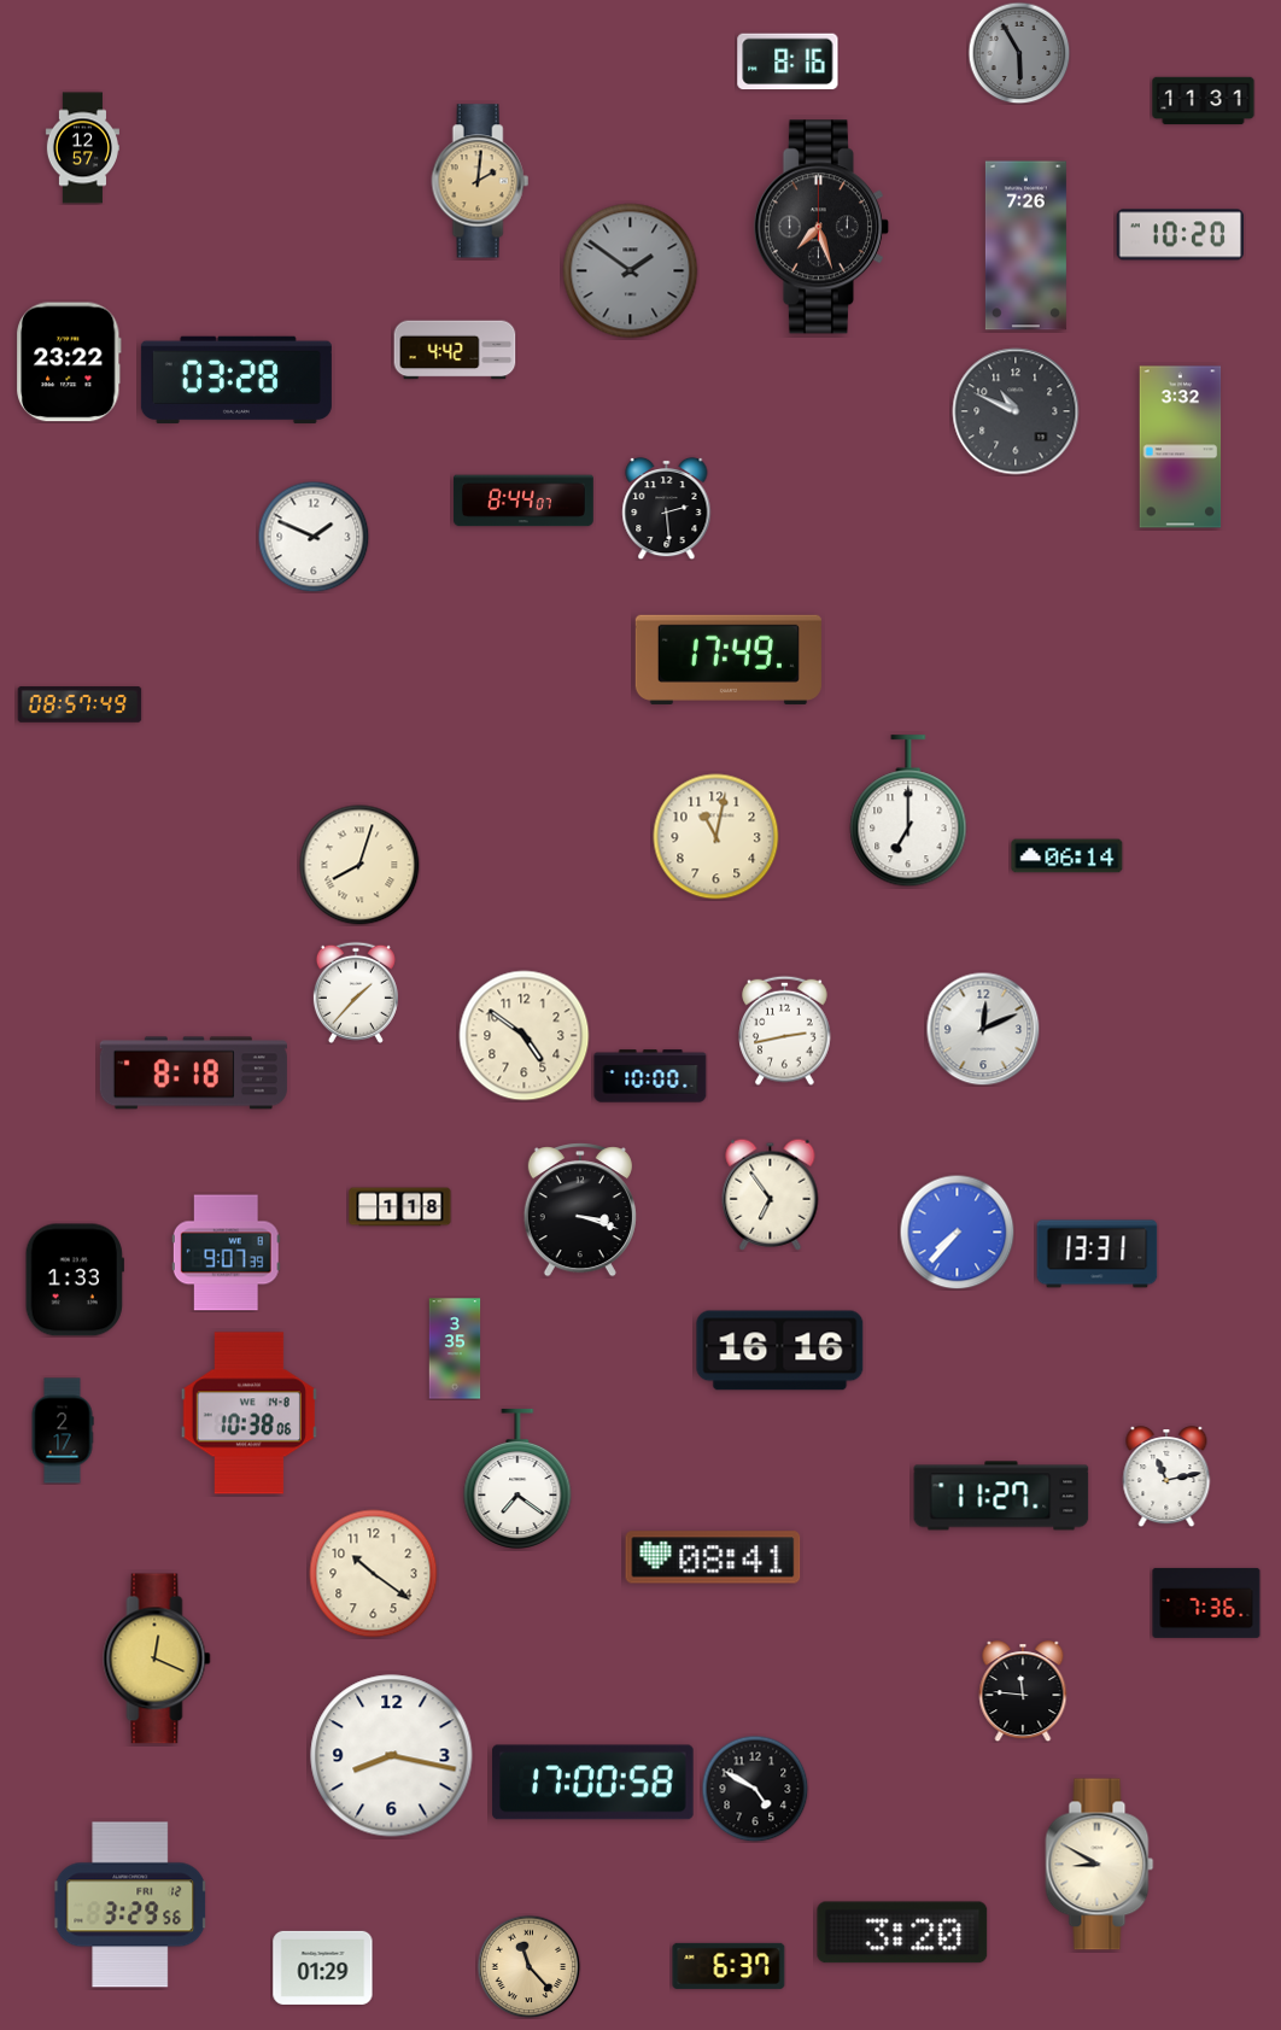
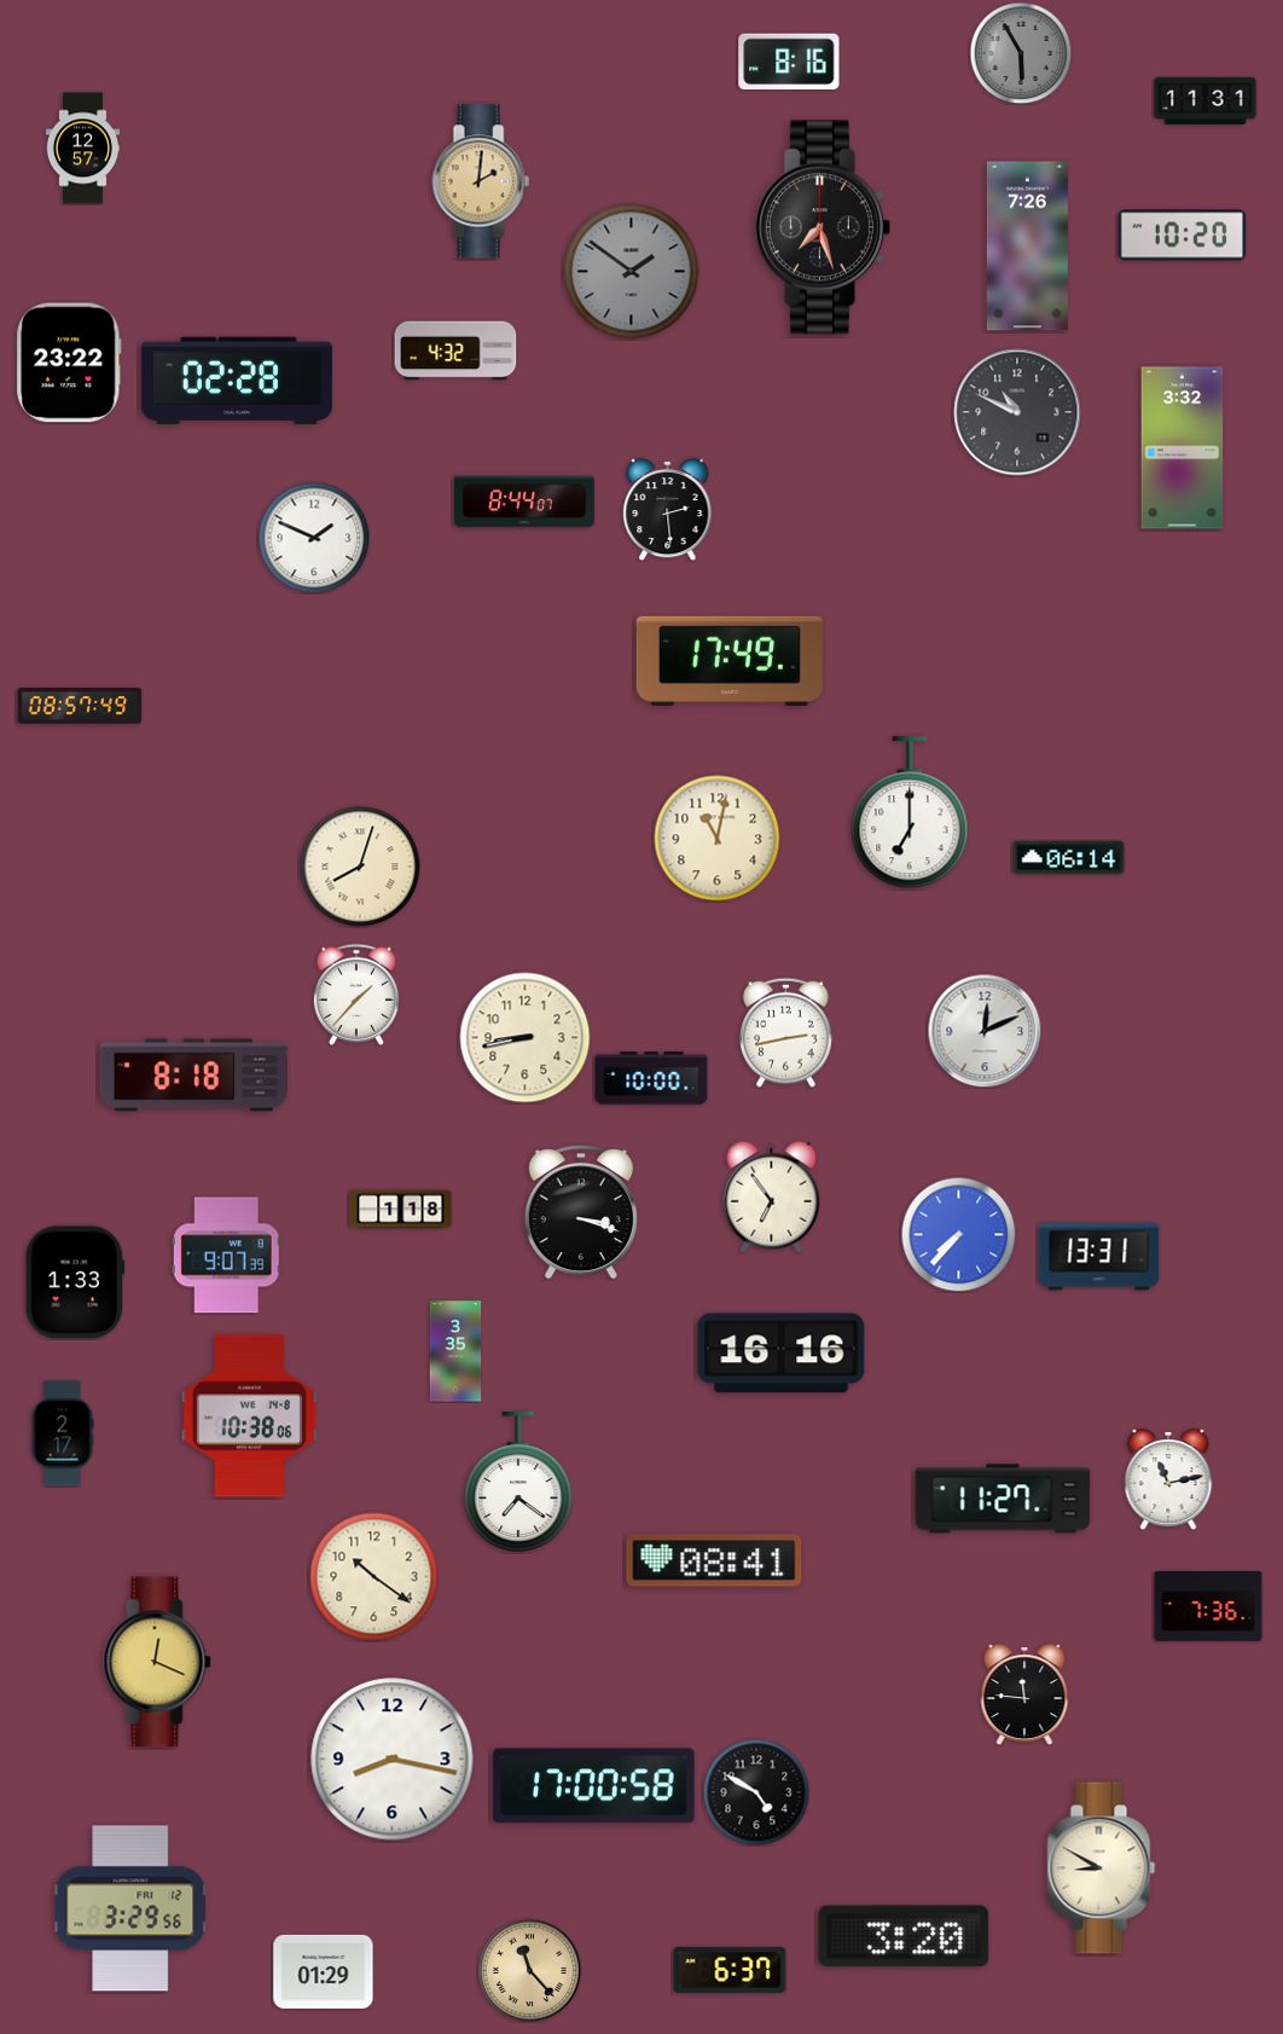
clock at (455, 350): 4:42 -> 4:32
clock at (236, 380): 03:28 -> 02:28
clock at (525, 1036): 4:51 -> 8:43
